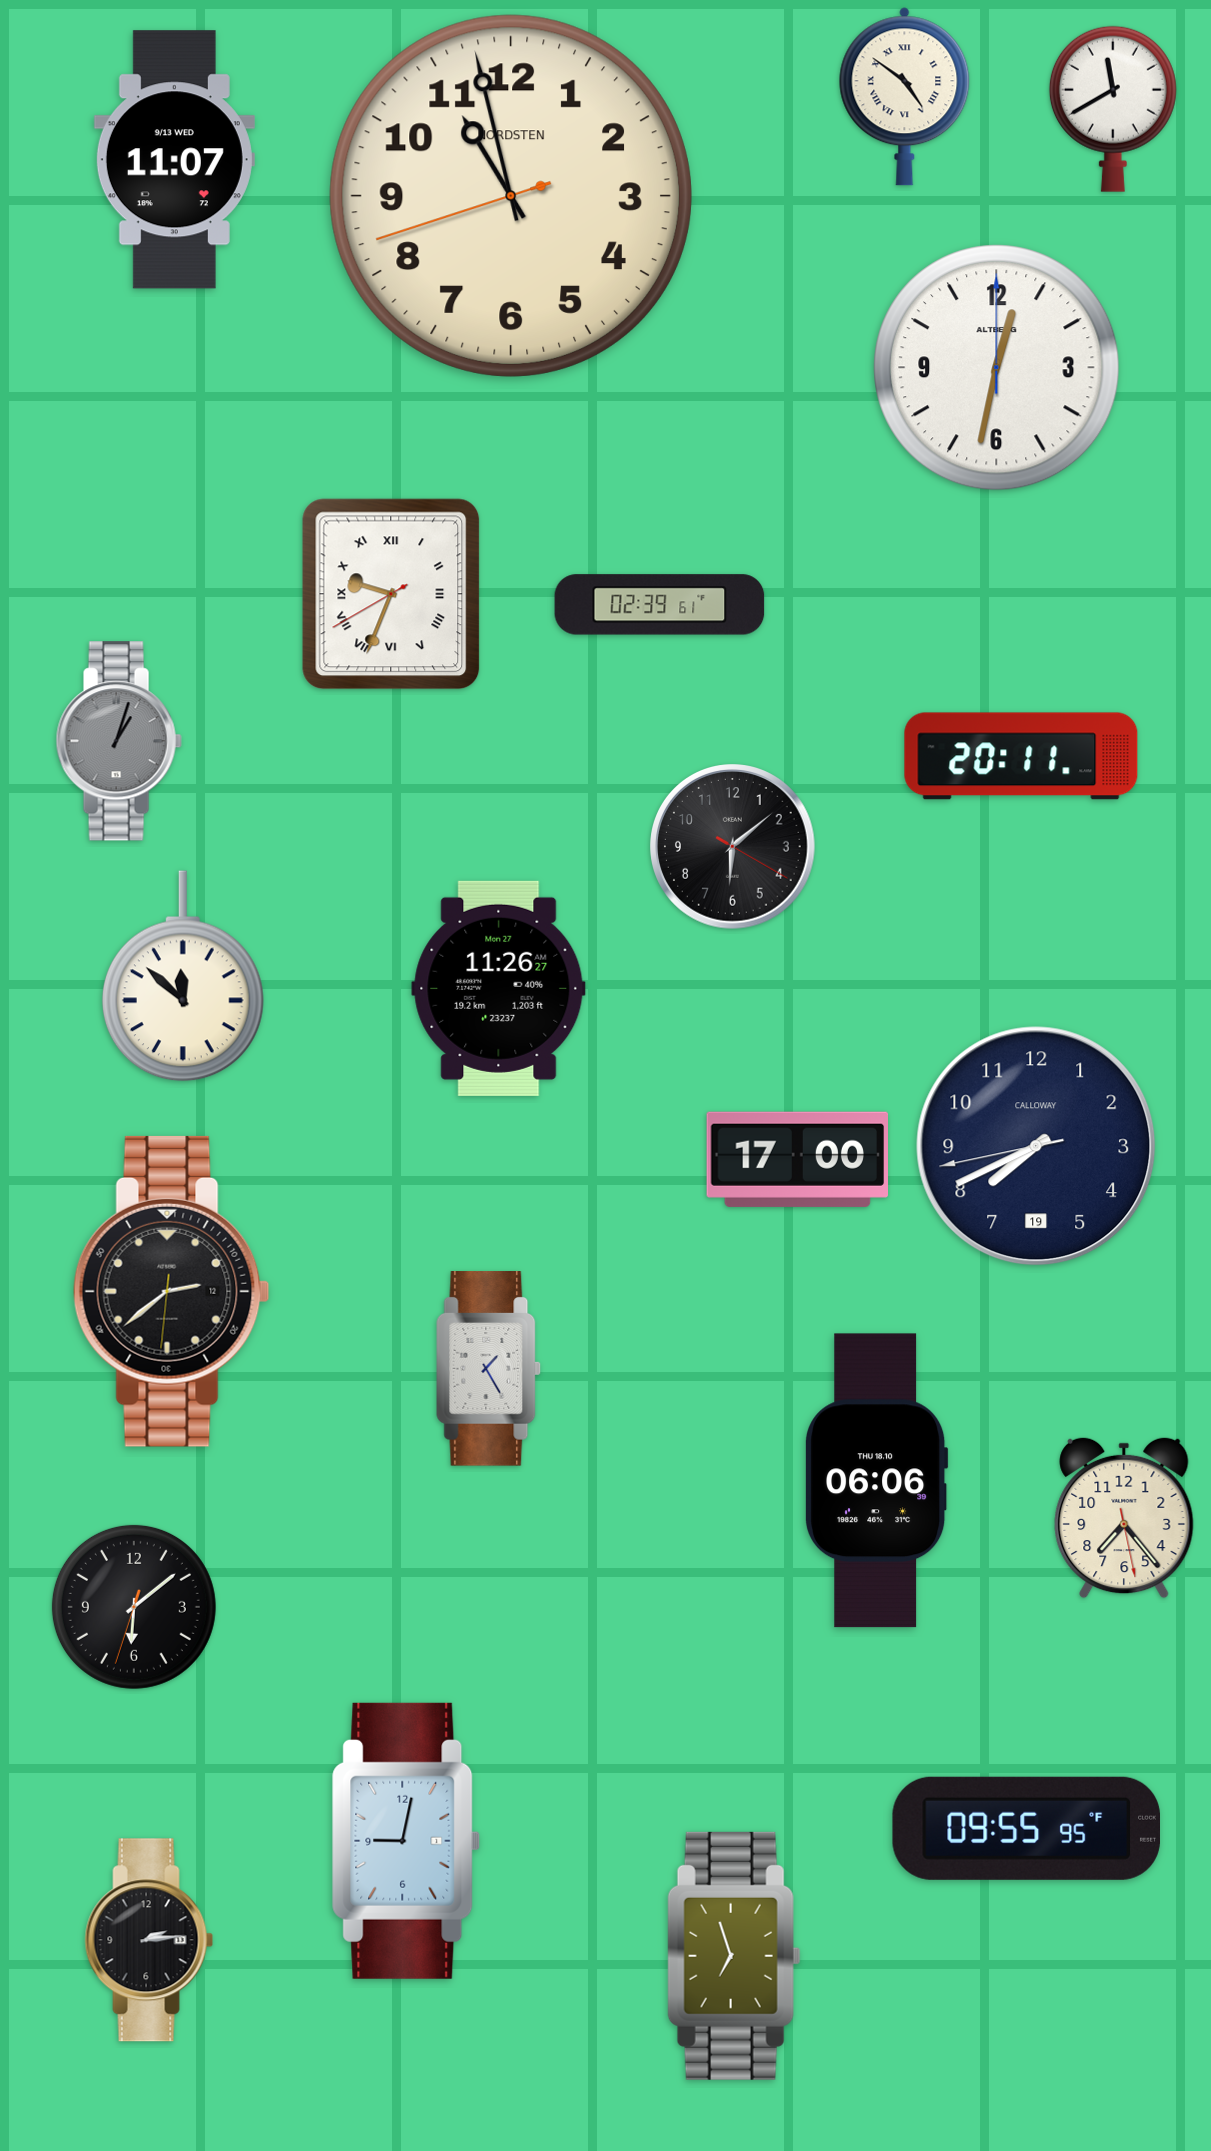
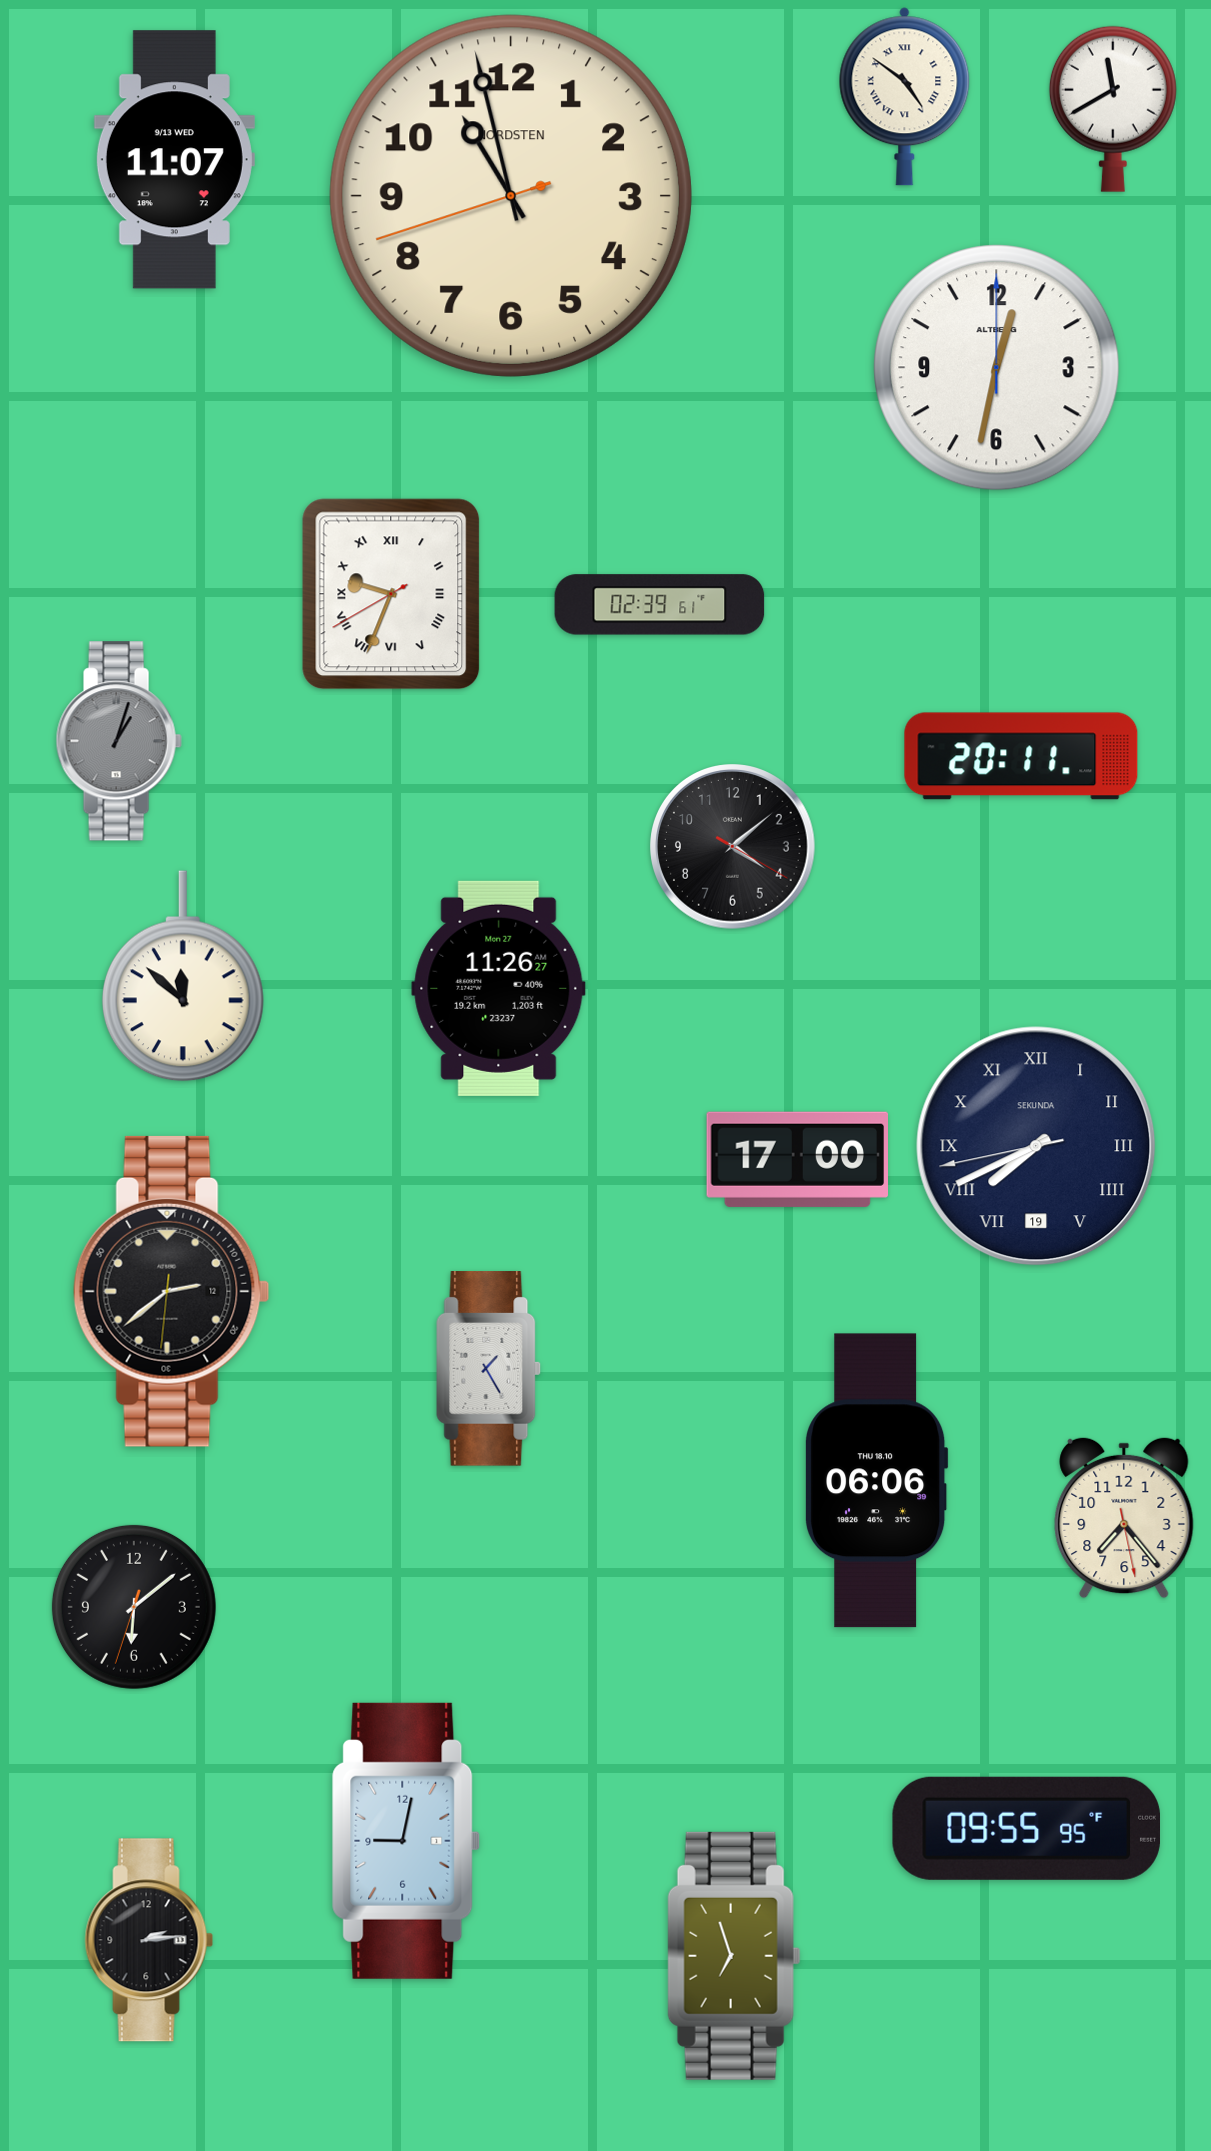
clock at (733, 847): 6:08 -> 4:08
clock at (1036, 1146) numerals: Arabic -> Roman
clock at (1036, 1146) brand: CALLOWAY -> SEKUNDA
